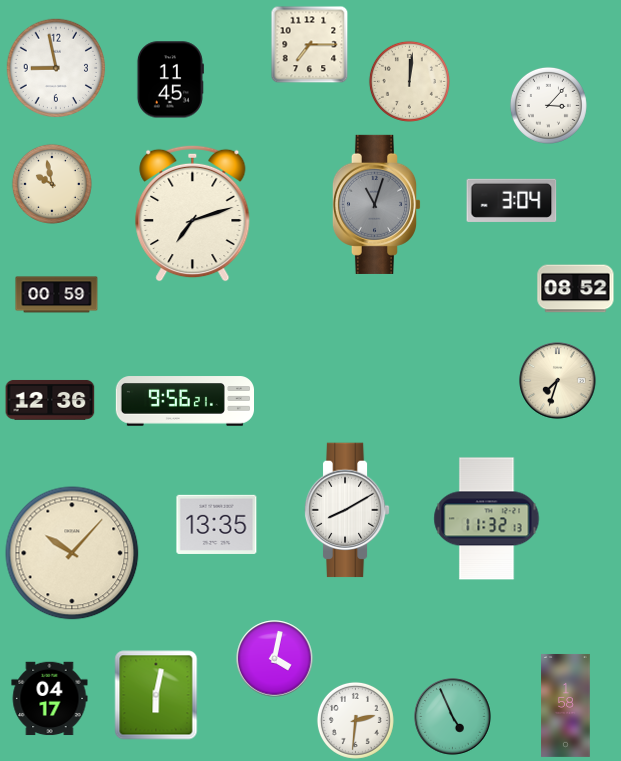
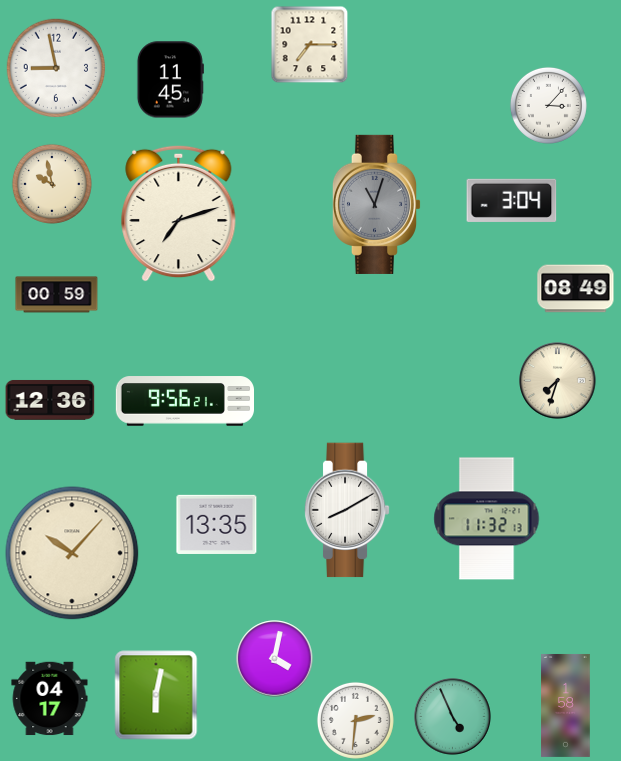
clock at (409, 81): 12:01 -> none
clock at (193, 213) position: (193, 213) -> (179, 213)
clock at (576, 289): 08:52 -> 08:49
